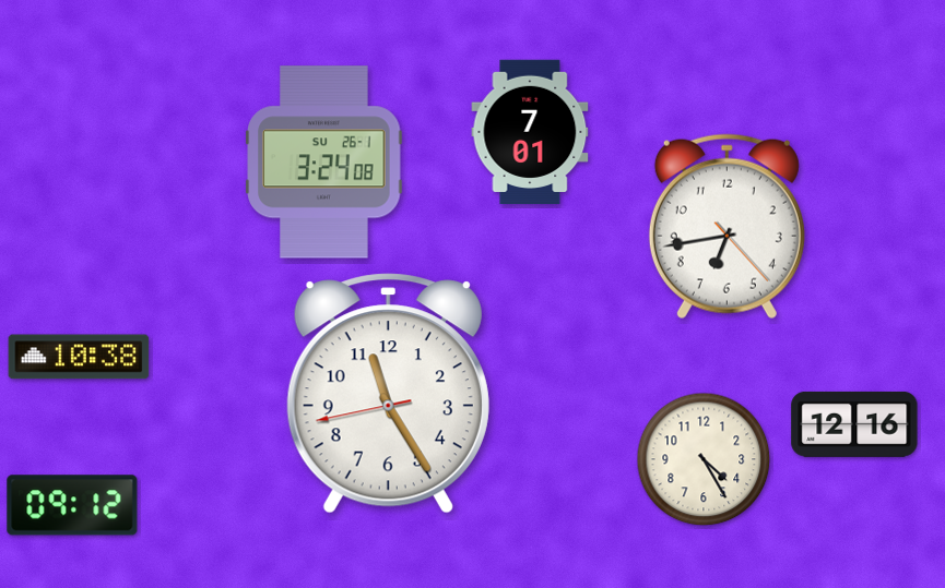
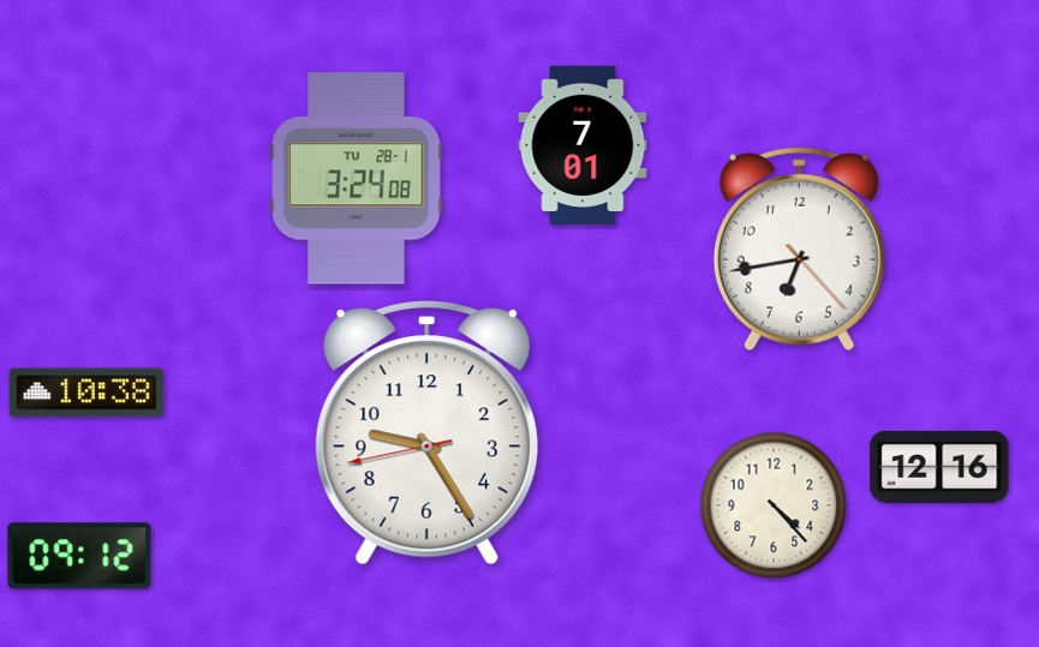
clock at (324, 163) date: SU 26-1 -> TU 28-1
clock at (388, 394): 11:24 -> 9:24
clock at (704, 459): 4:25 -> 4:23
